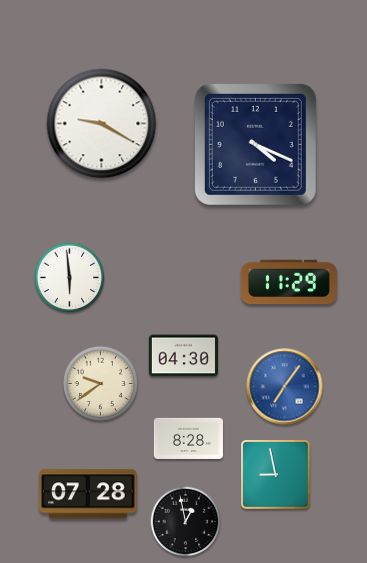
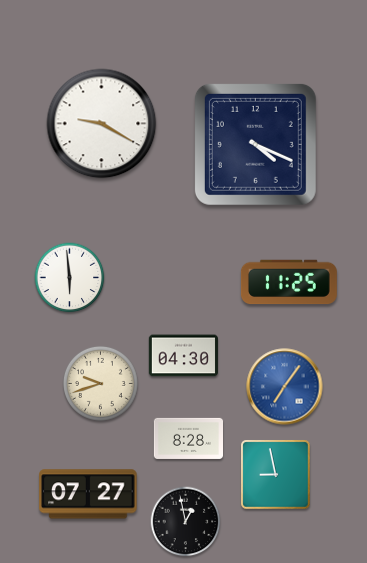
clock at (289, 282): 11:29 -> 11:25
clock at (100, 383): 9:39 -> 9:42
clock at (88, 494): 07:28 -> 07:27
